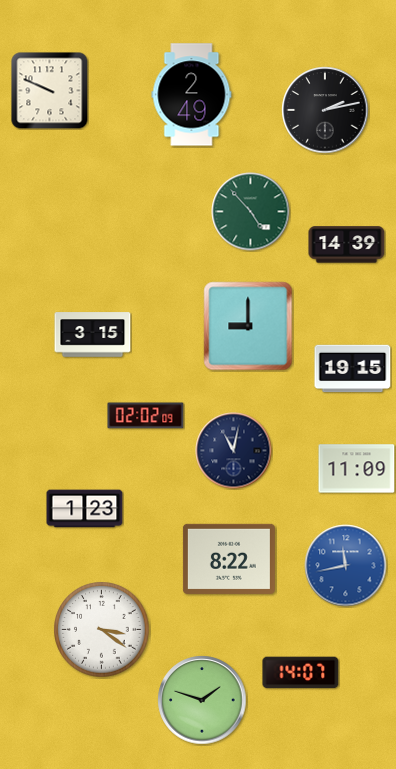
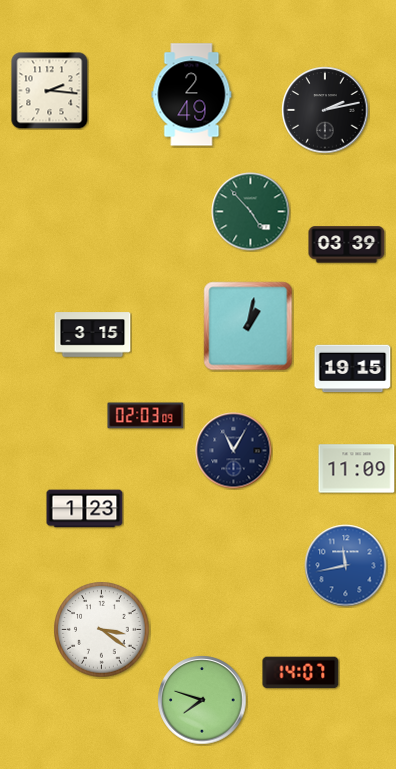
clock at (50, 91): 9:49 -> 2:16
clock at (347, 245): 14:39 -> 03:39
clock at (248, 326): 9:00 -> 1:02
clock at (146, 416): 02:02 -> 02:03
clock at (234, 451): 11:02 -> 11:05
clock at (229, 559): 8:22 -> none
clock at (202, 700): 1:48 -> 7:48
